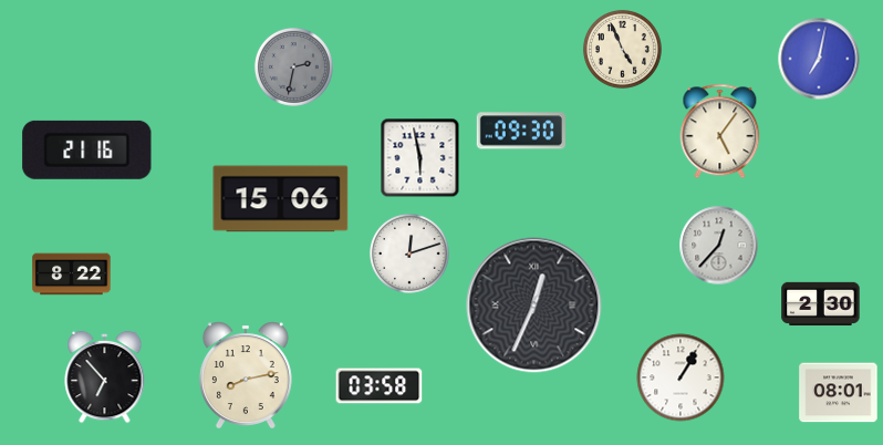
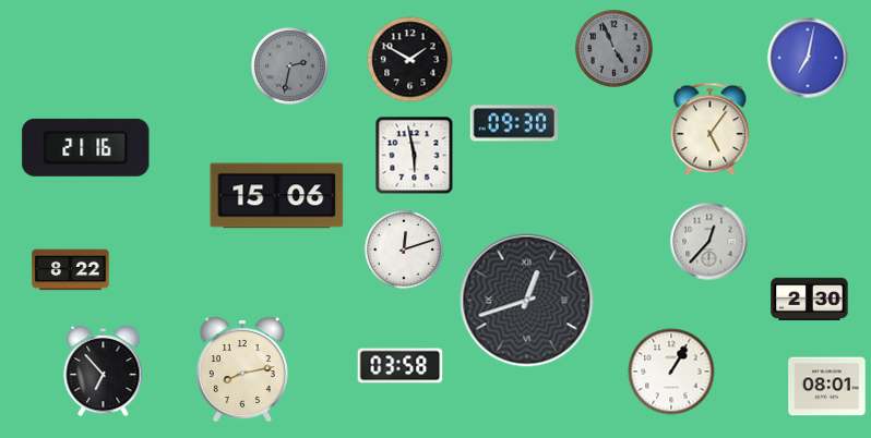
clock at (622, 49) dial: cream -> grey
clock at (410, 60): none -> 1:50
clock at (521, 131) position: (521, 131) -> (514, 123)
clock at (534, 306): 12:34 -> 12:42
clock at (380, 386) position: (380, 386) -> (401, 366)
